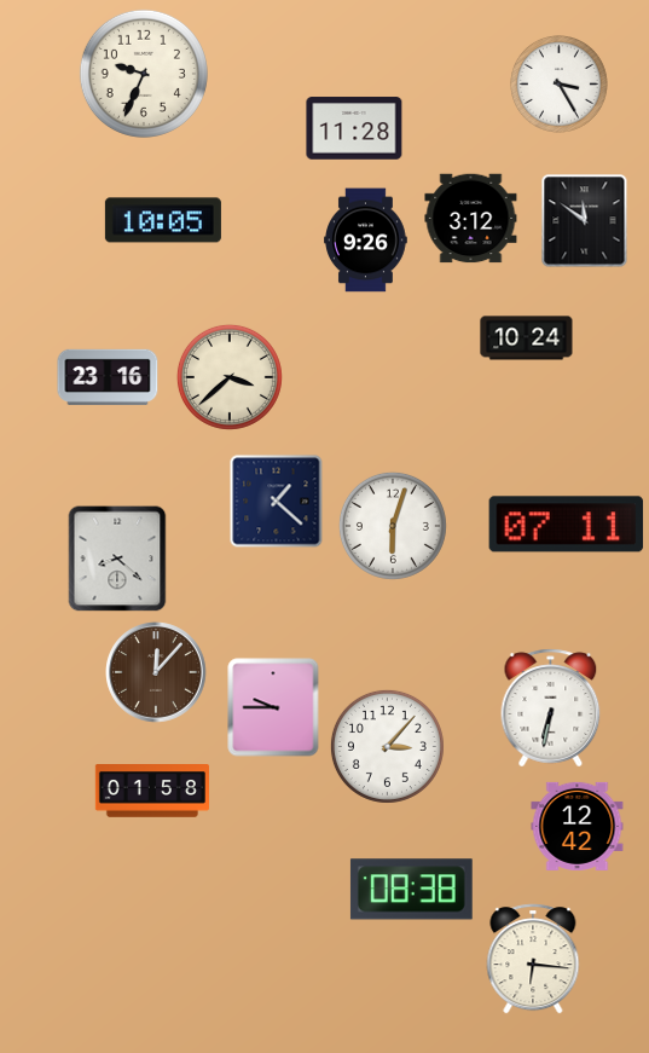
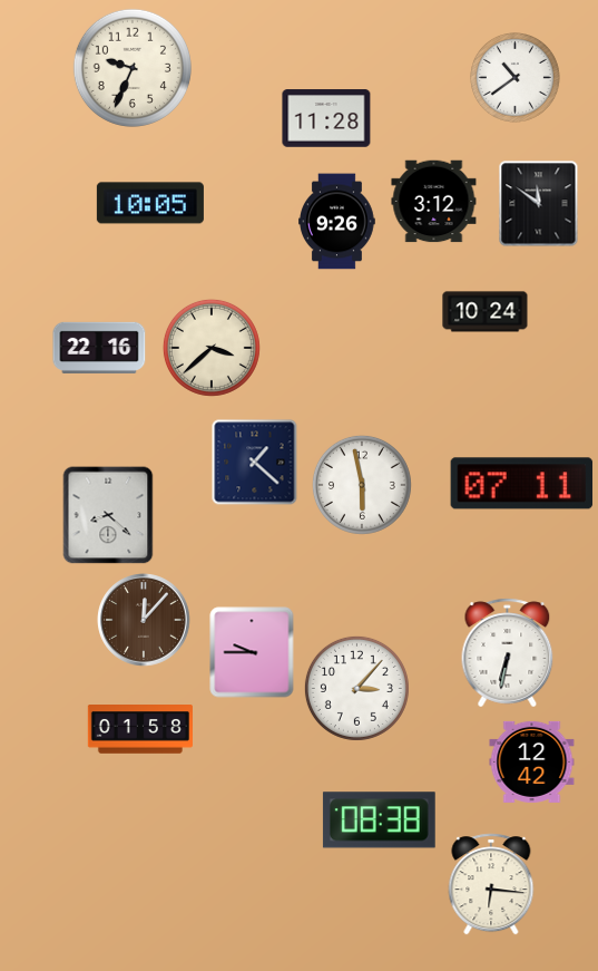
clock at (560, 85): 3:25 -> 10:39
clock at (108, 377): 23:16 -> 22:16
clock at (393, 526): 6:03 -> 5:58
